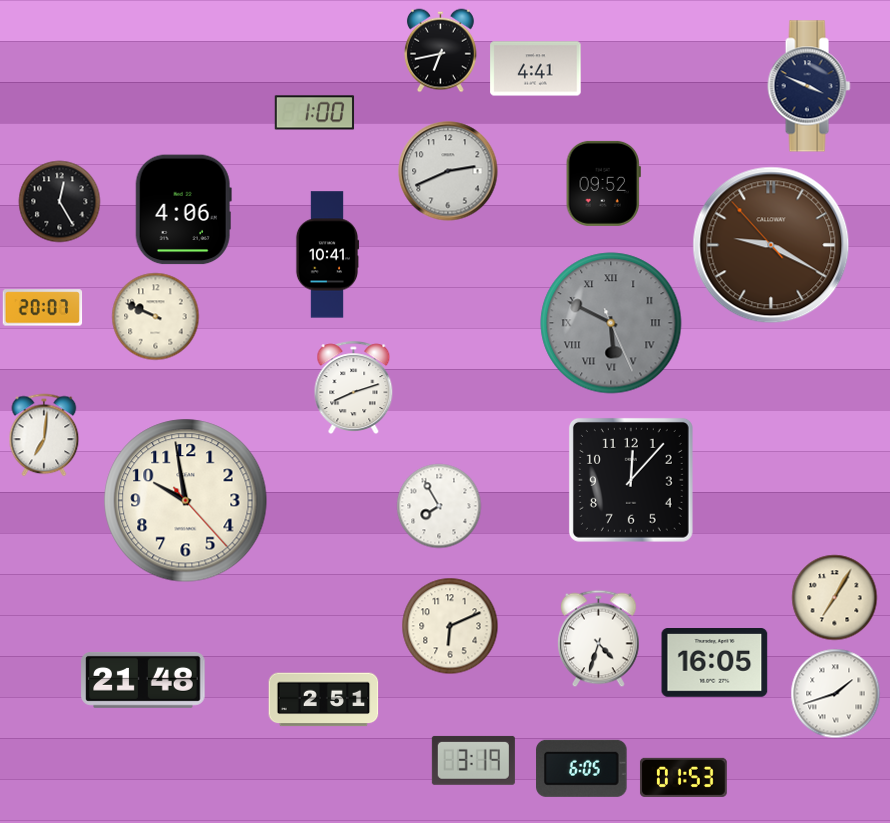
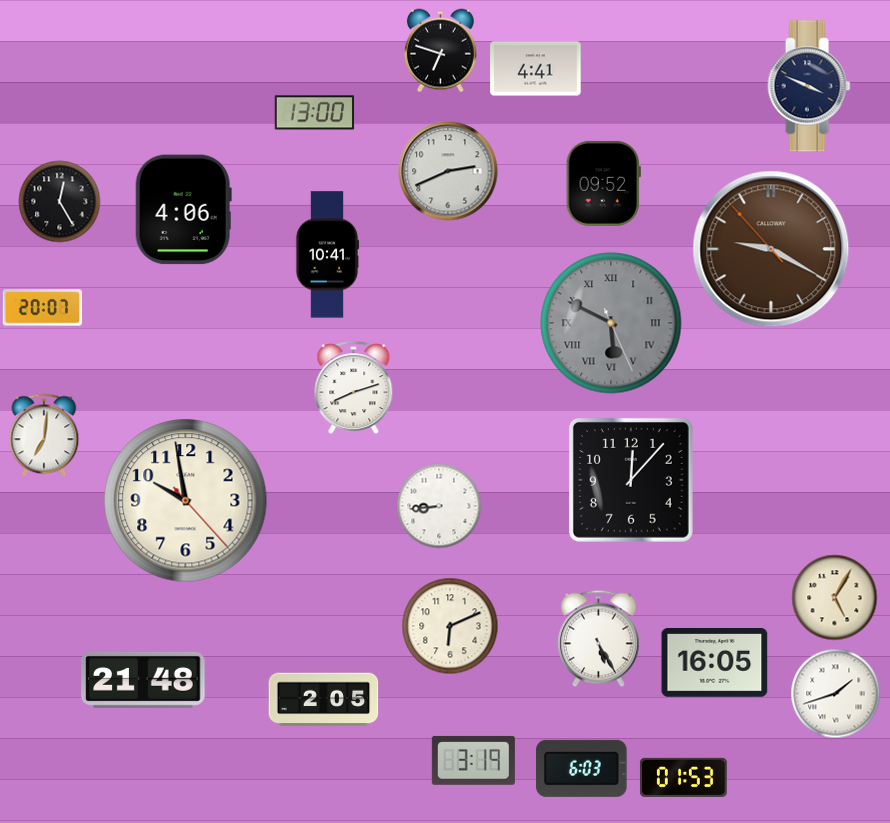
clock at (440, 51): 6:43 -> 6:48
clock at (315, 113): 1:00 -> 13:00
clock at (771, 245) position: (771, 245) -> (771, 249)
clock at (156, 317): 9:49 -> none
clock at (439, 506): 7:55 -> 8:44
clock at (835, 598): 7:05 -> 5:05
clock at (599, 639): 4:33 -> 5:25
clock at (324, 700): 2:51 -> 2:05
clock at (582, 768): 6:05 -> 6:03
